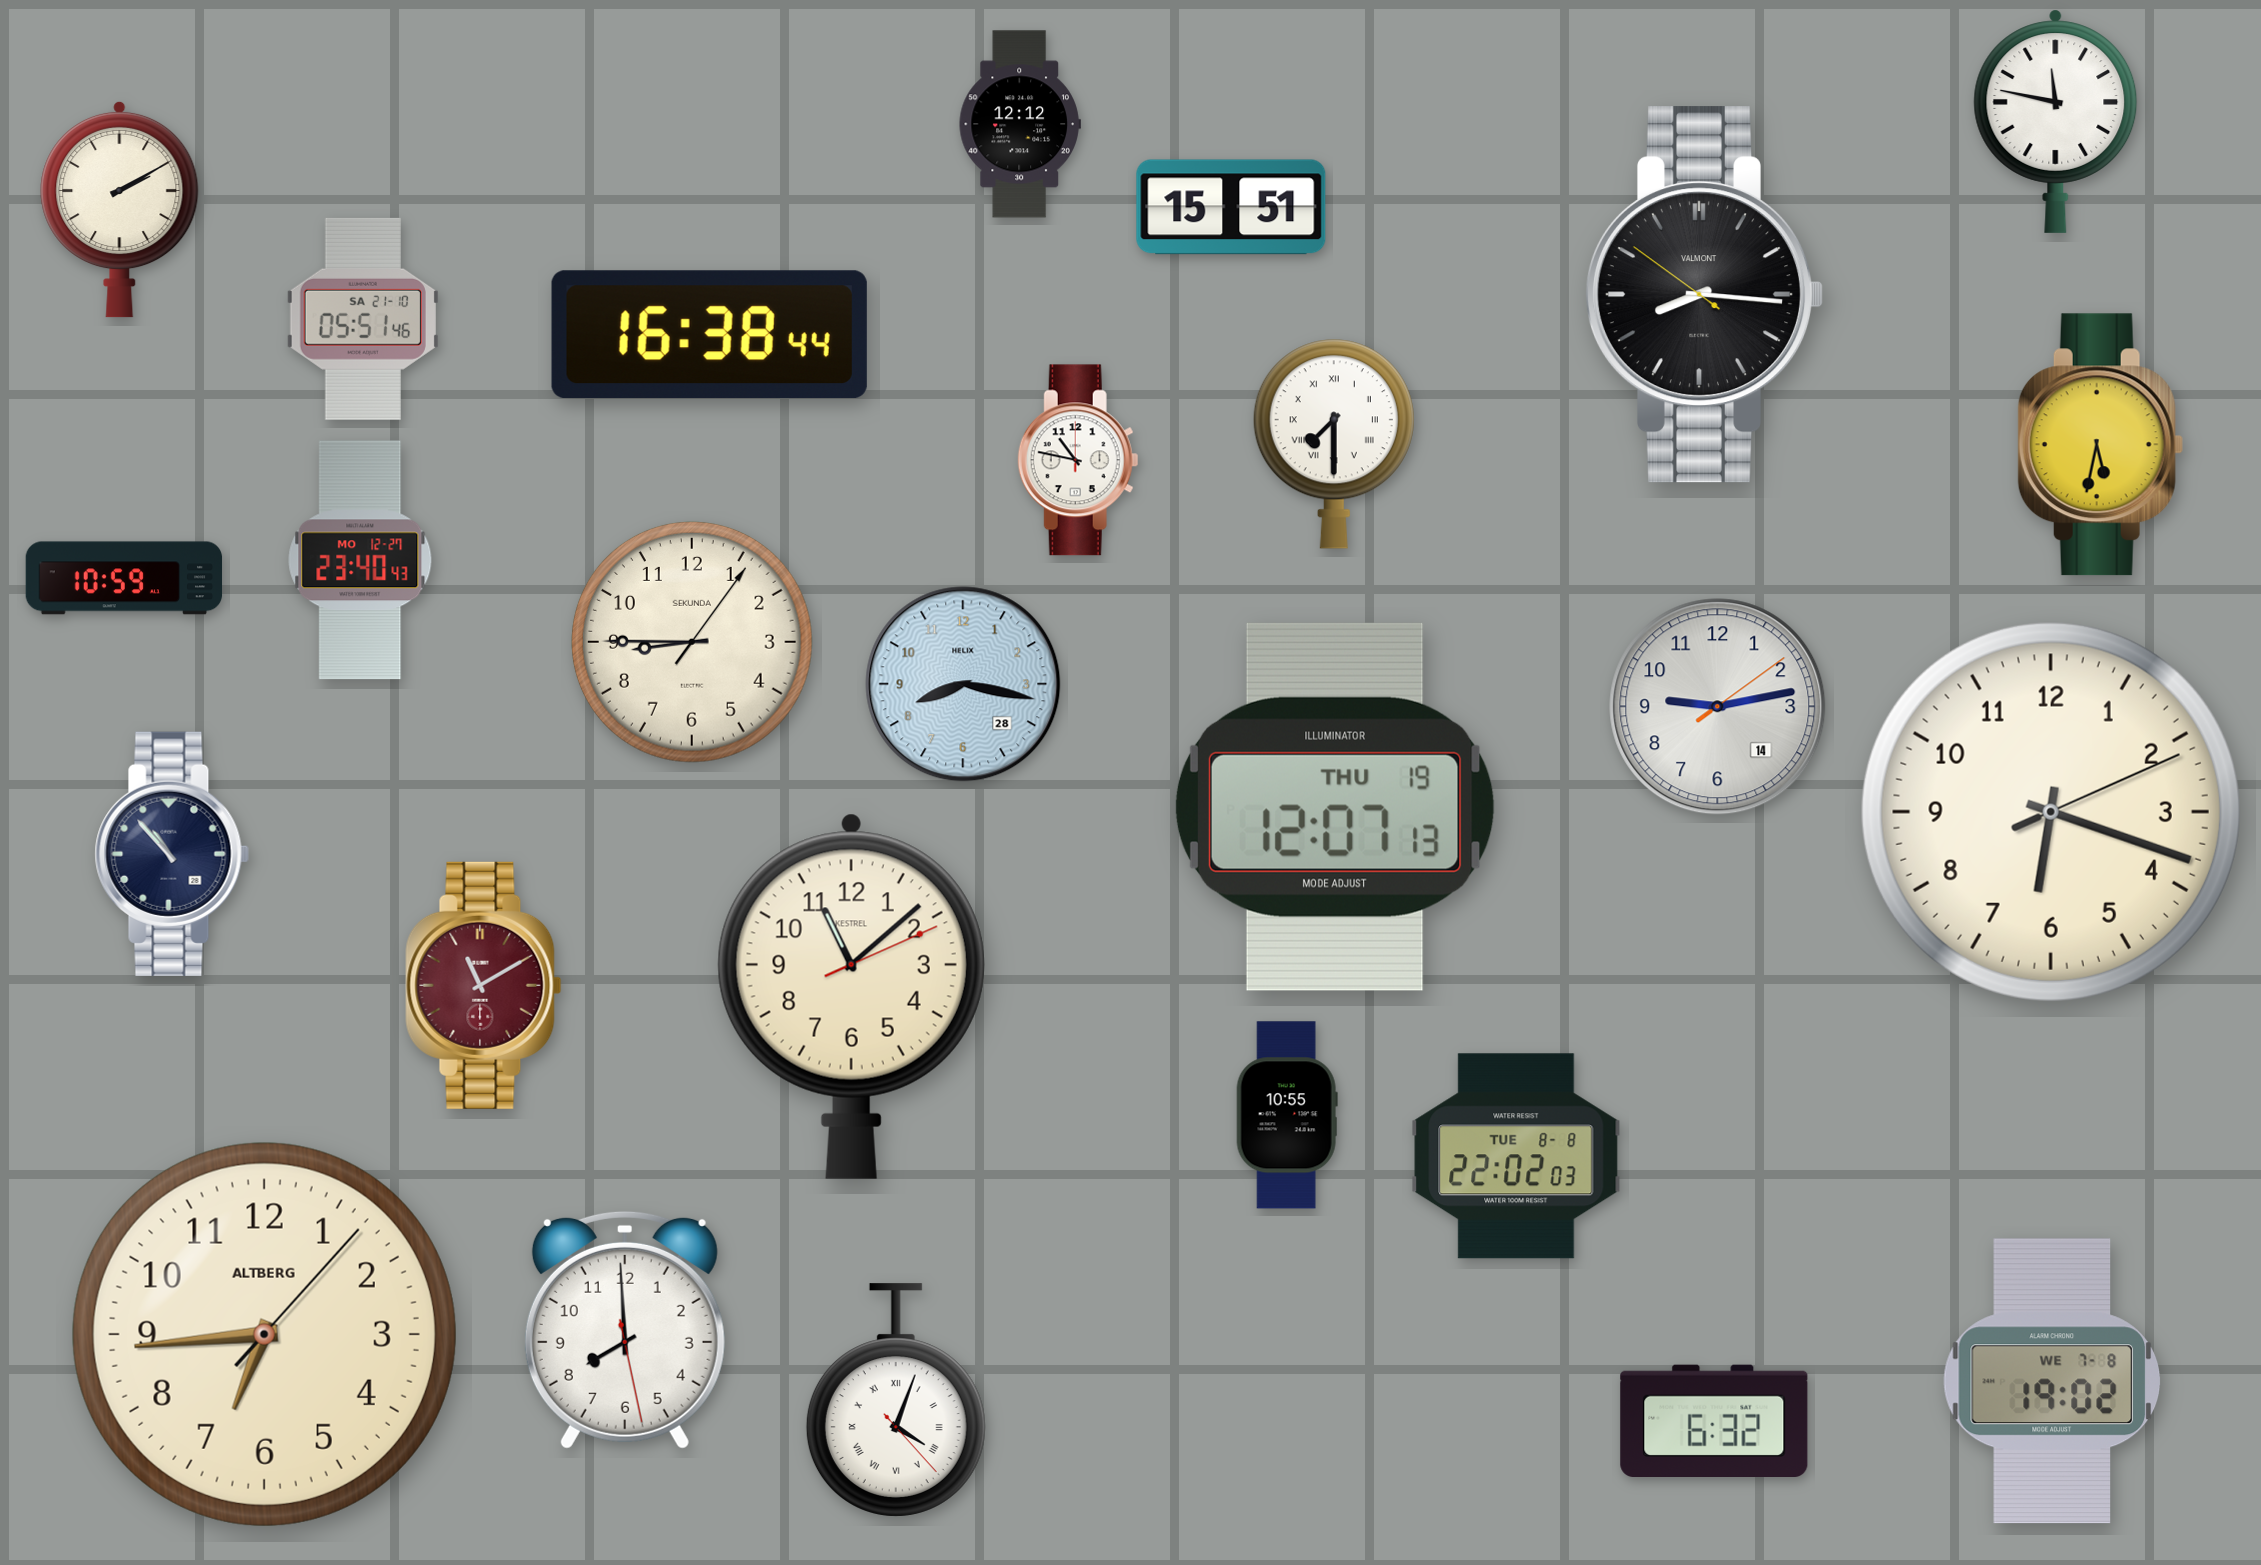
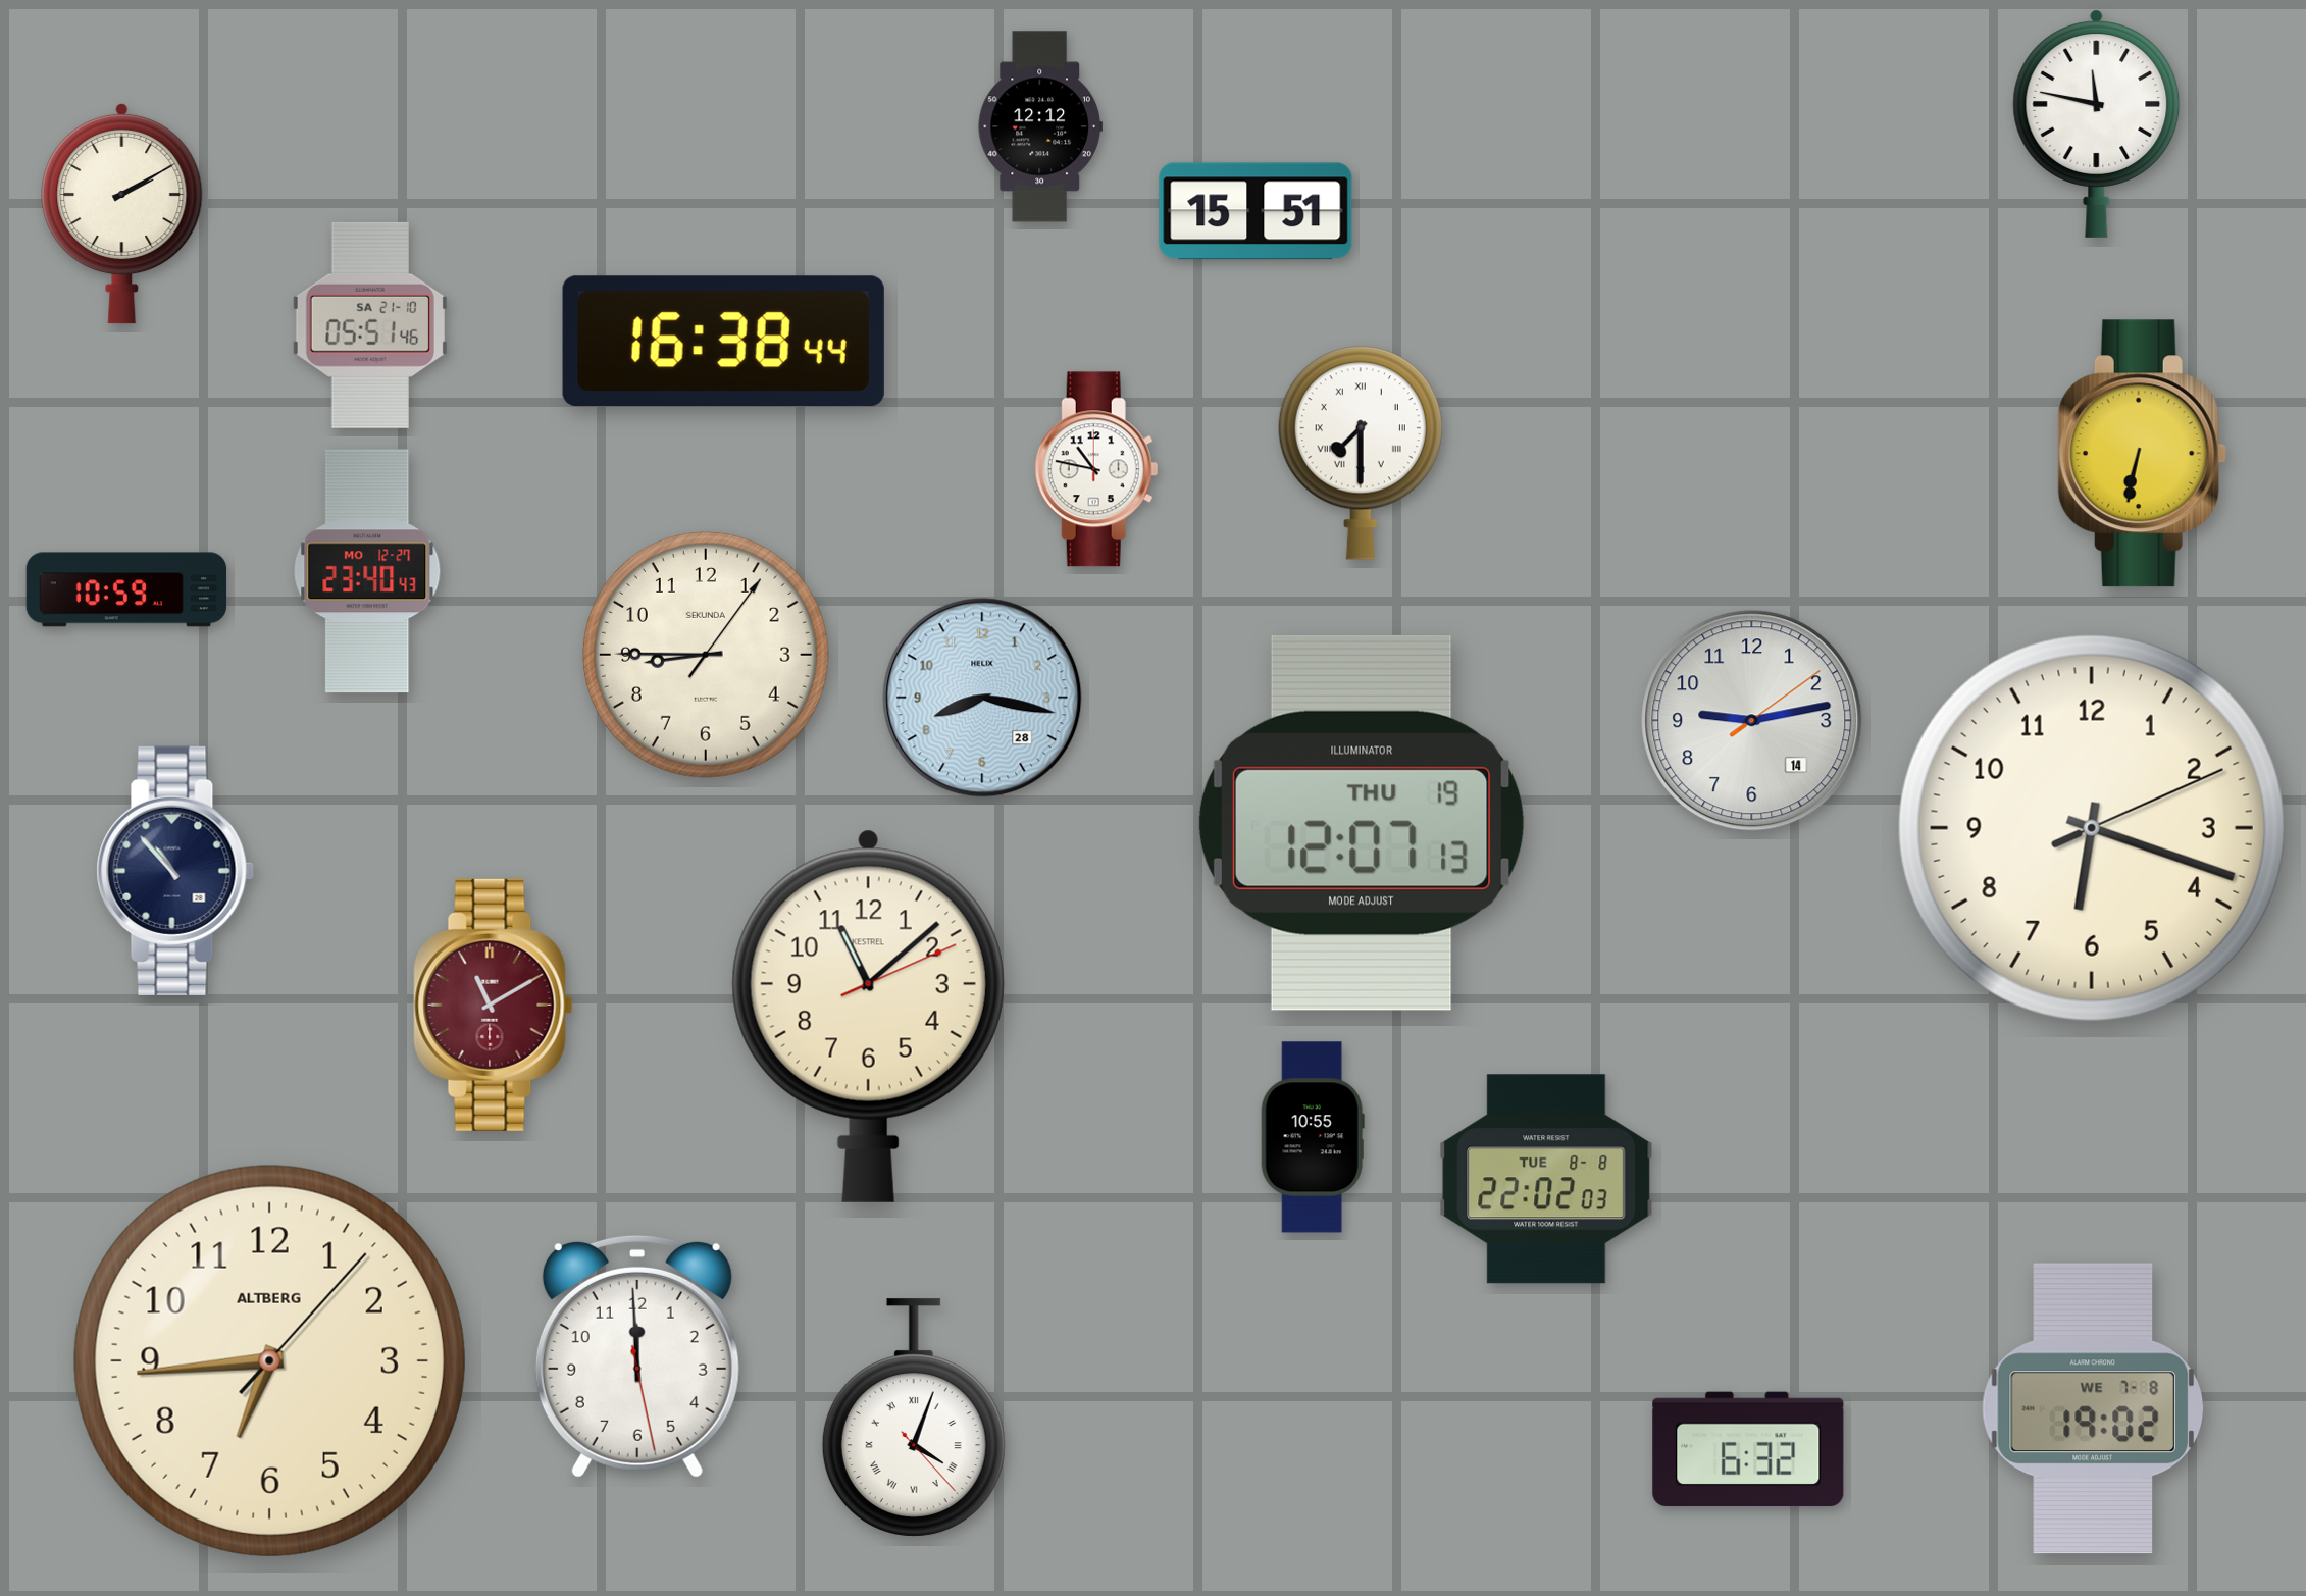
clock at (1704, 295): 8:15 -> none
clock at (2100, 445): 5:32 -> 6:32
clock at (1078, 460) position: (1078, 460) -> (1096, 469)
clock at (625, 1330): 7:59 -> 11:59
clock at (896, 1400) position: (896, 1400) -> (914, 1418)
